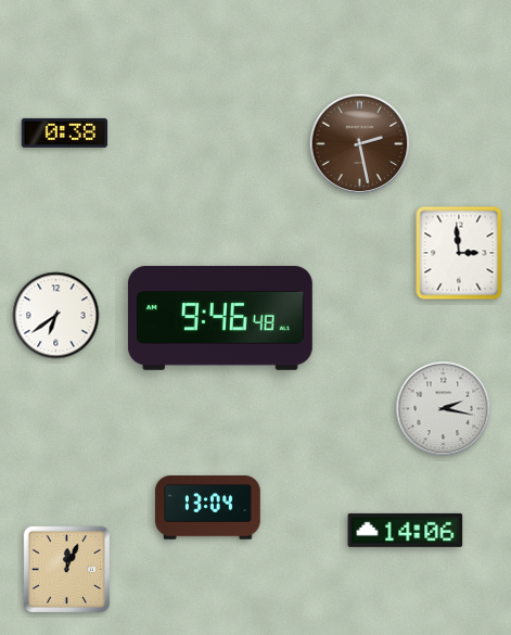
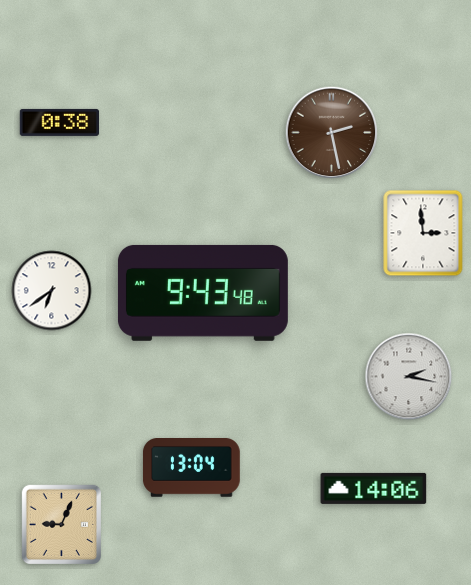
clock at (220, 318): 9:46 -> 9:43
clock at (66, 569): 12:04 -> 9:04
